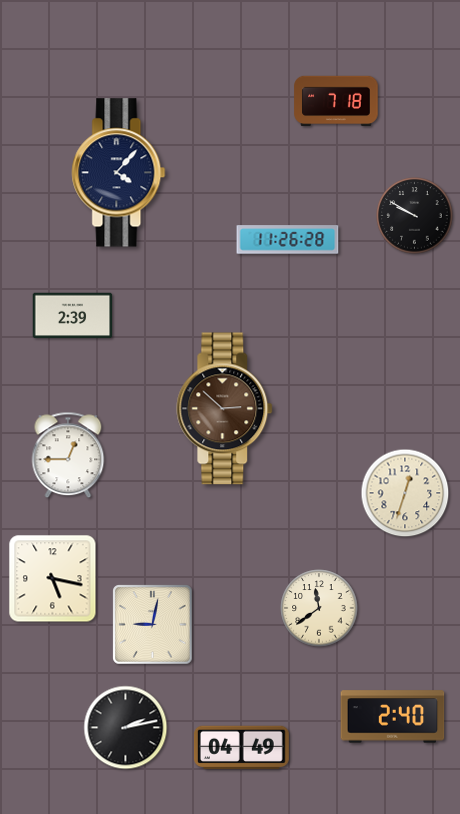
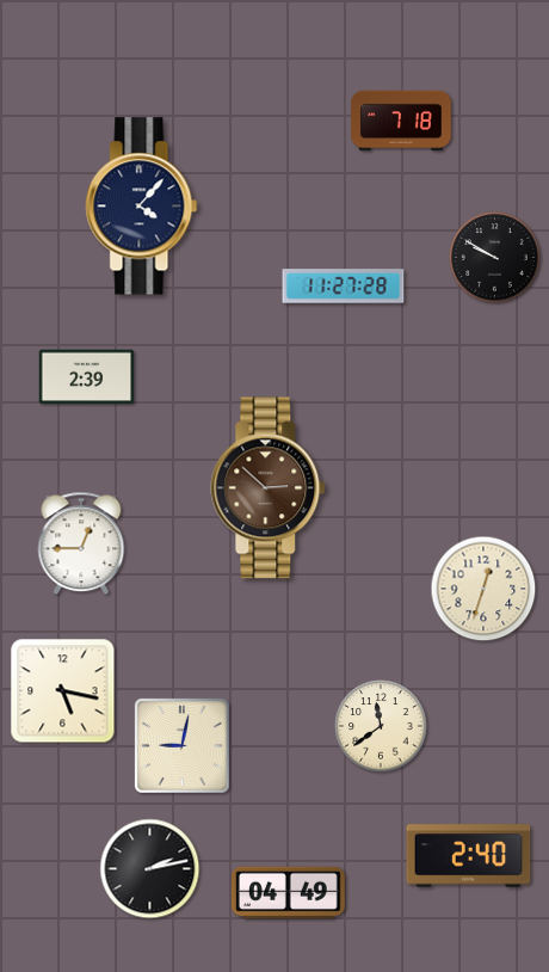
clock at (288, 240): 11:26 -> 11:27
